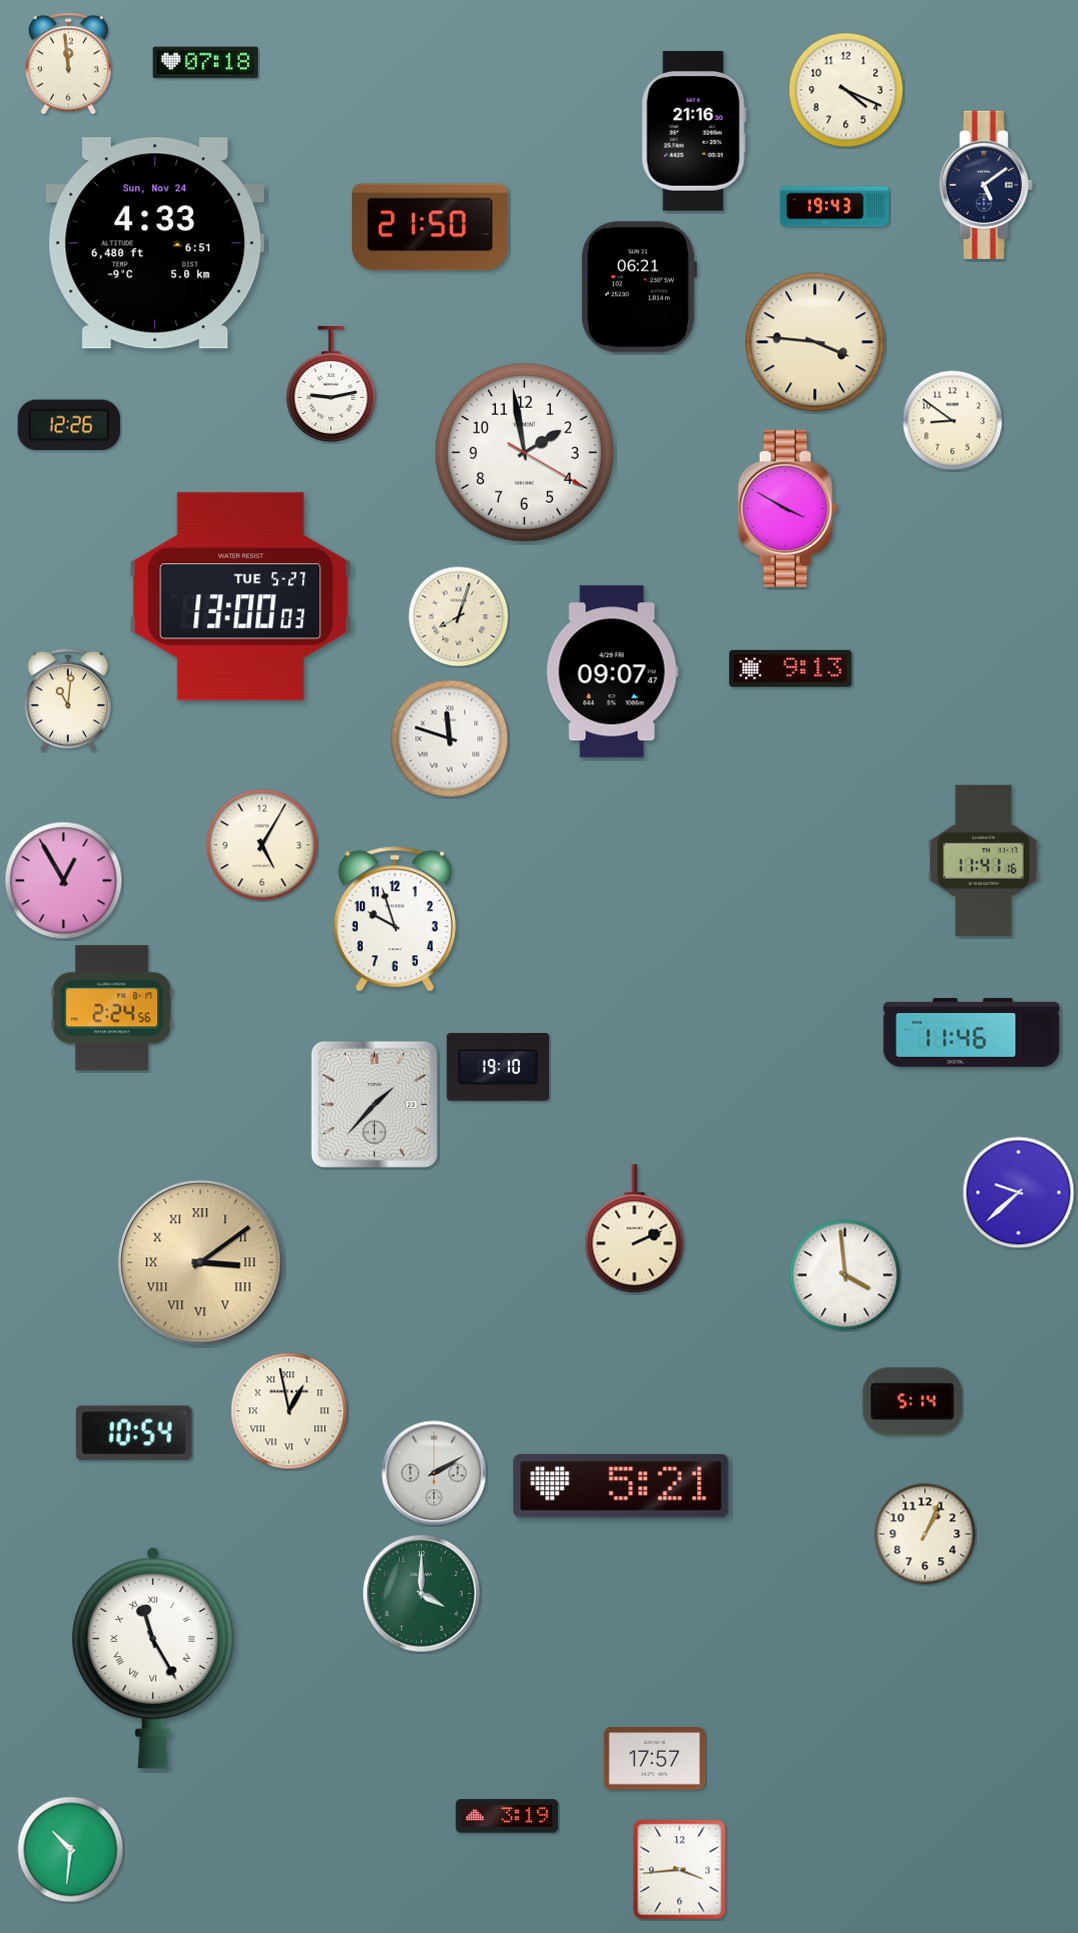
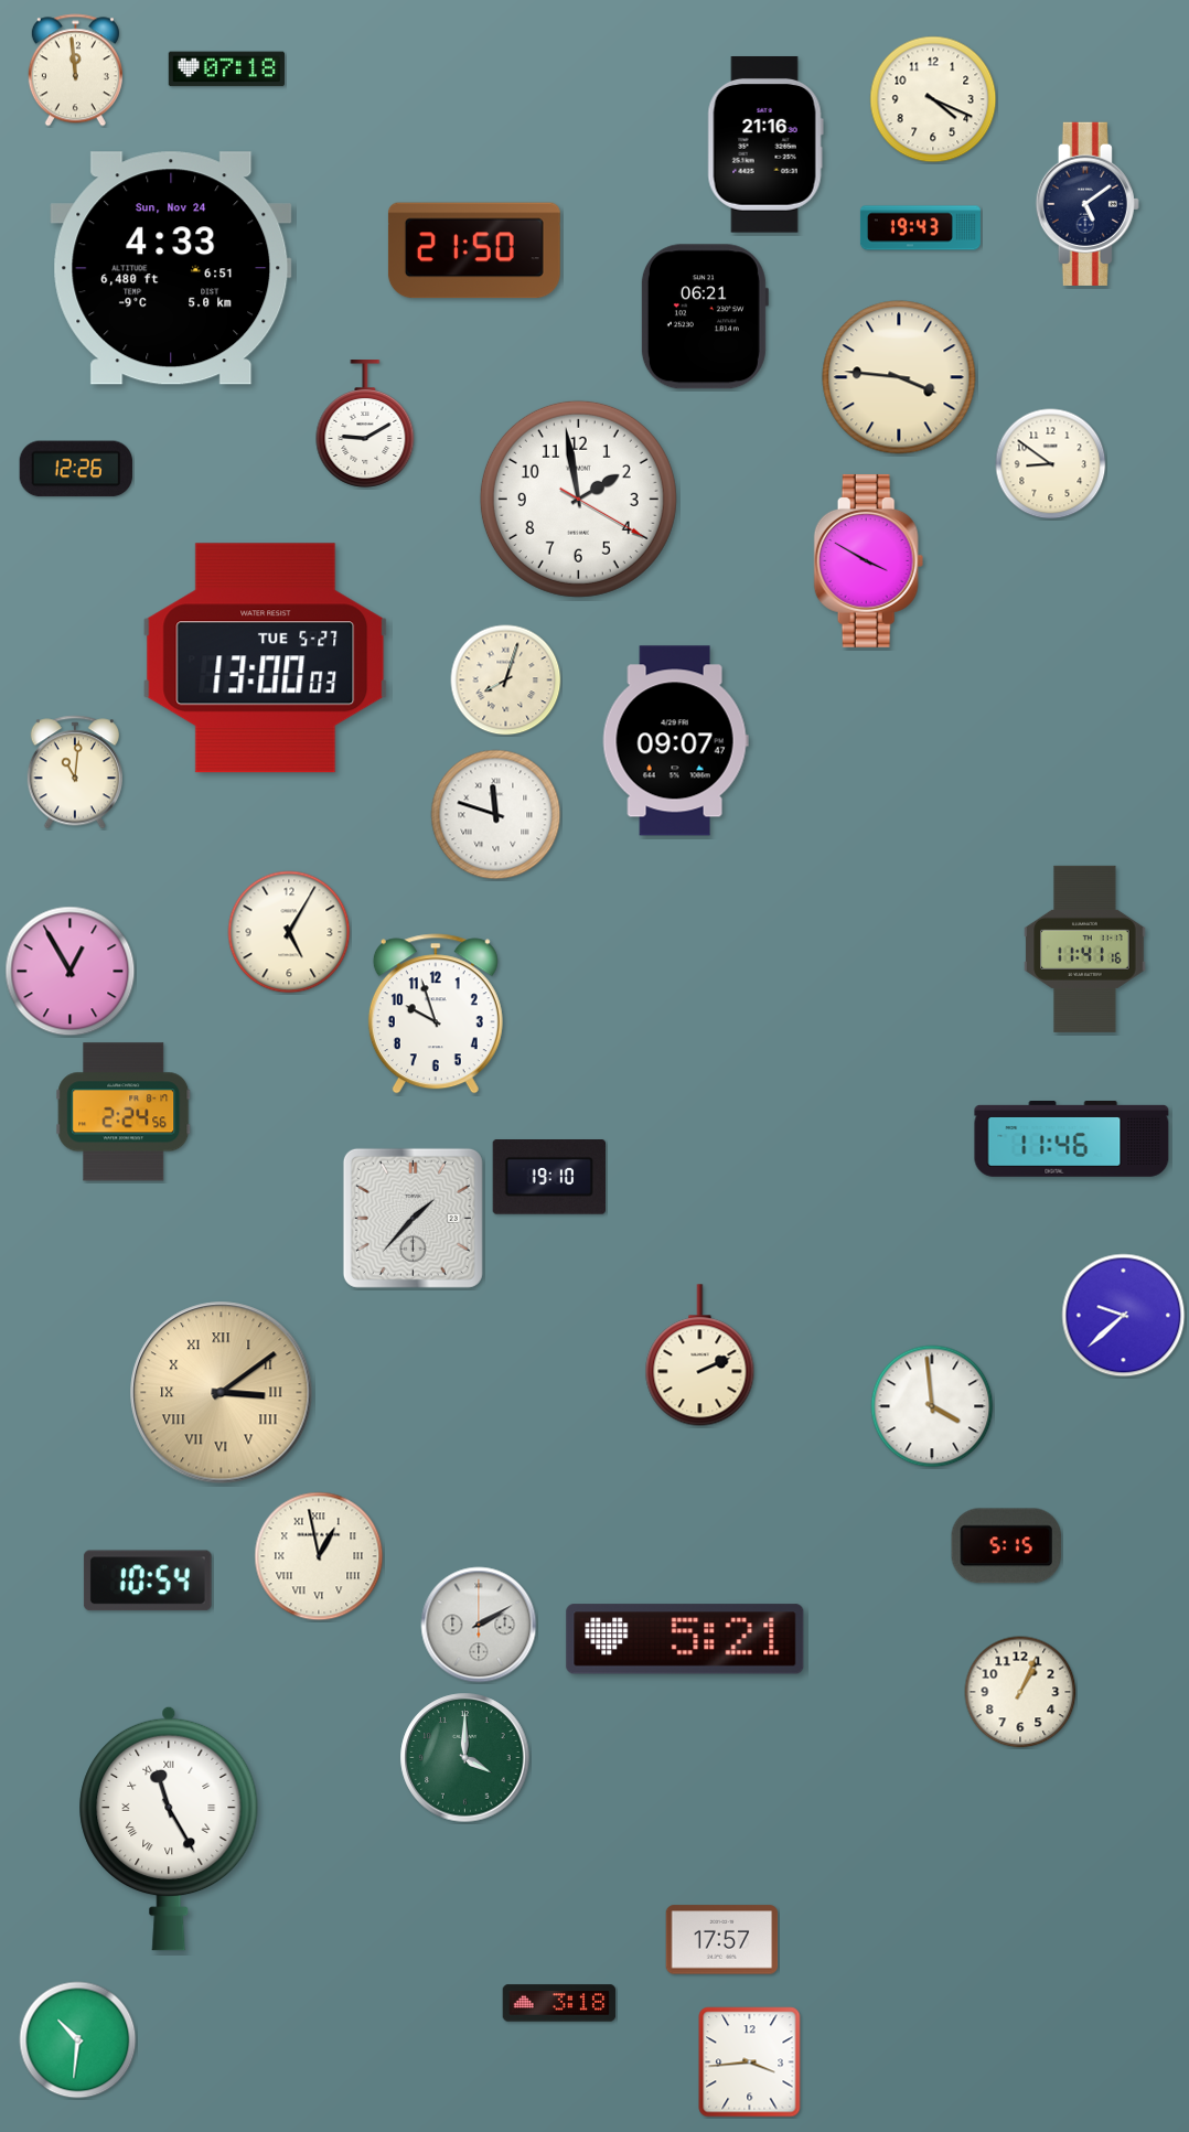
clock at (331, 384): 9:13 -> 9:10
clock at (791, 668): 9:13 -> none
clock at (913, 1402): 5:14 -> 5:15
clock at (507, 1816): 3:19 -> 3:18
